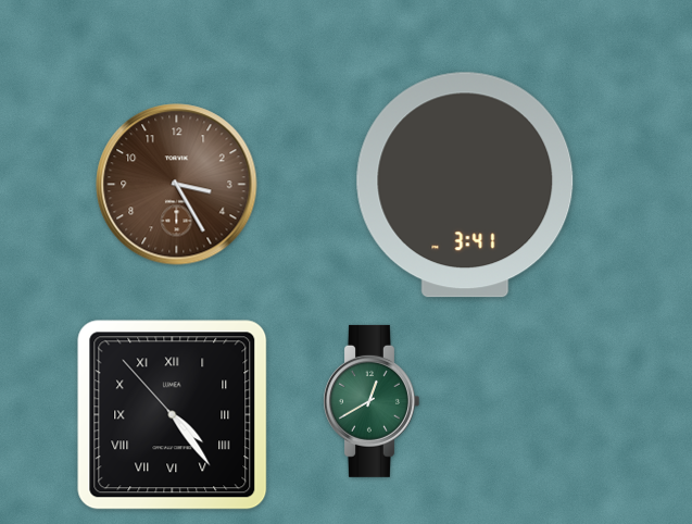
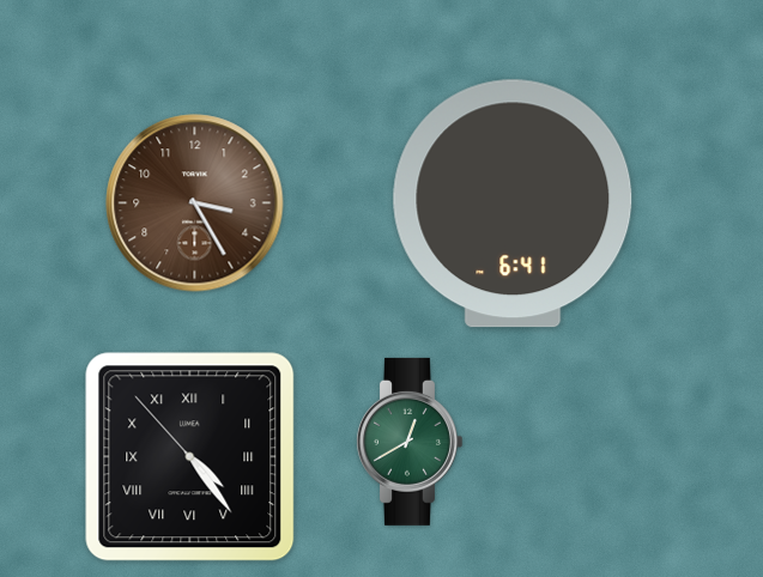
clock at (465, 185): 3:41 -> 6:41
